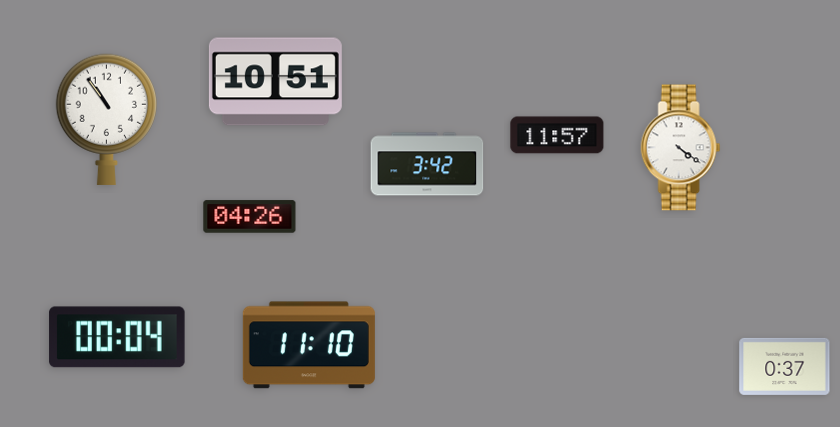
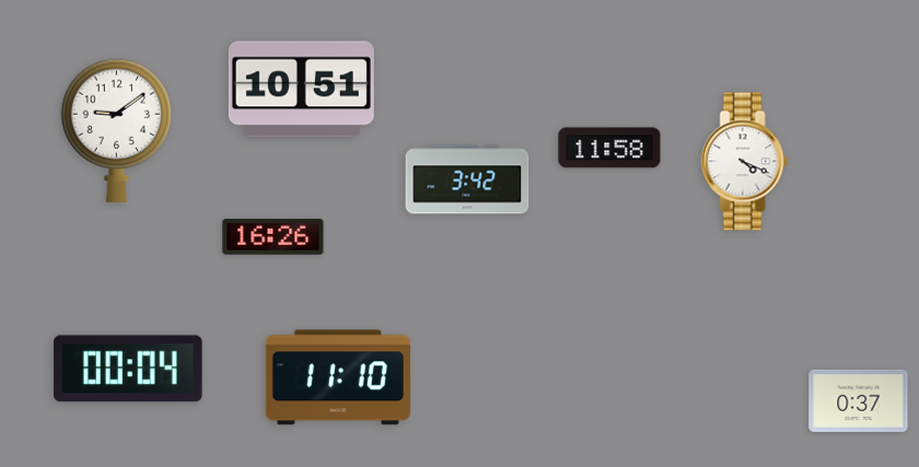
clock at (106, 119): 10:54 -> 9:09
clock at (557, 135): 11:57 -> 11:58
clock at (681, 148): 4:21 -> 4:19
clock at (250, 217): 04:26 -> 16:26
